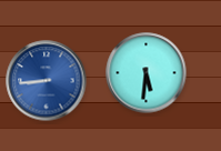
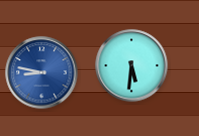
clock at (47, 81): 8:44 -> 8:47
